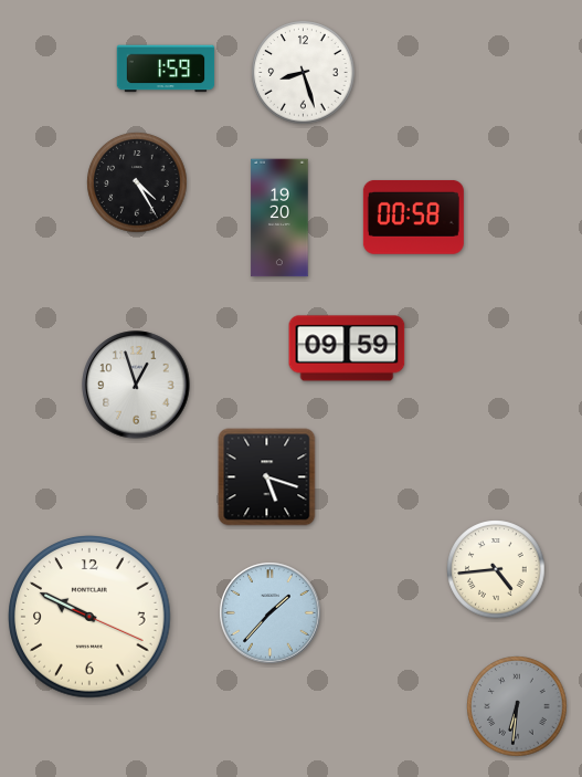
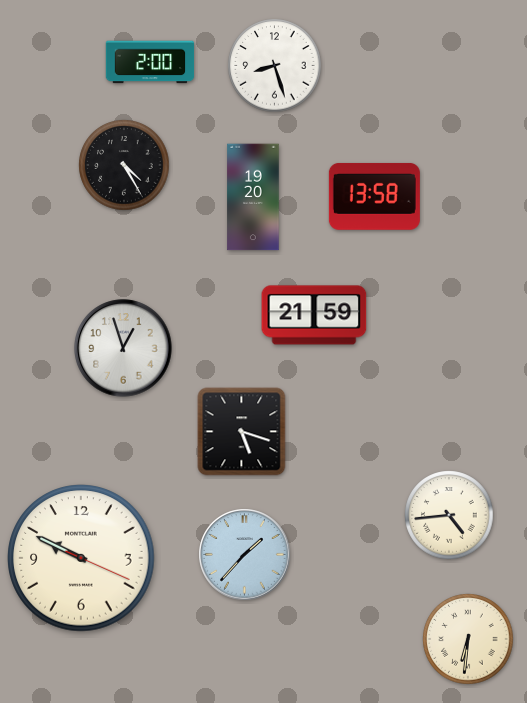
clock at (166, 69): 1:59 -> 2:00
clock at (413, 217): 00:58 -> 13:58
clock at (347, 348): 09:59 -> 21:59
clock at (517, 706) dial: grey -> cream
